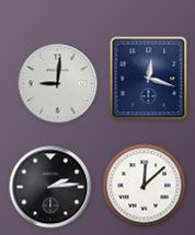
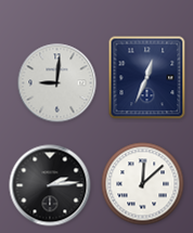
clock at (149, 79): 12:18 -> 12:34
